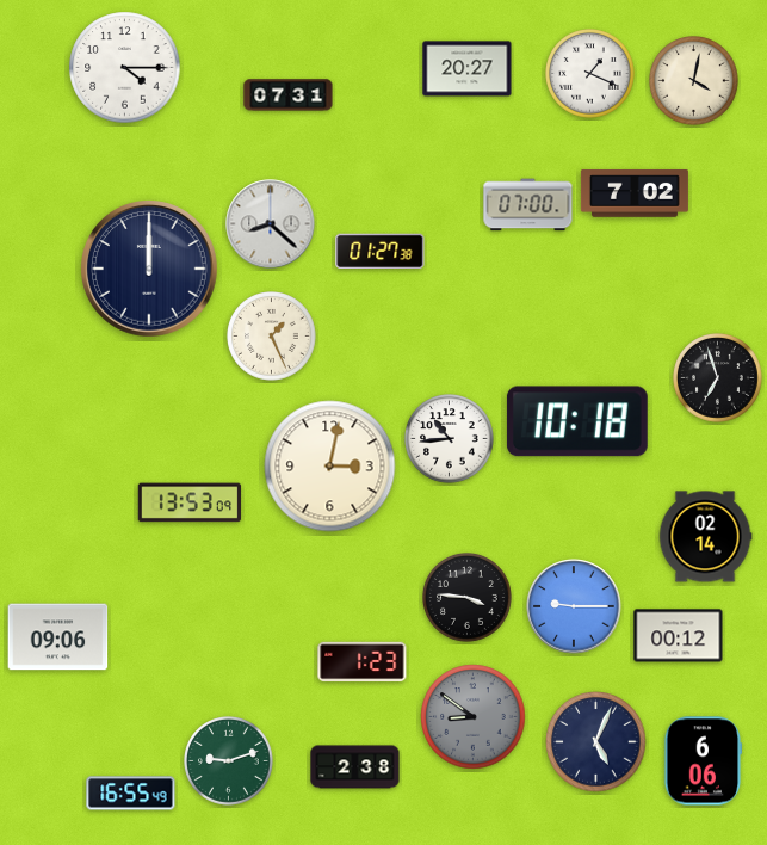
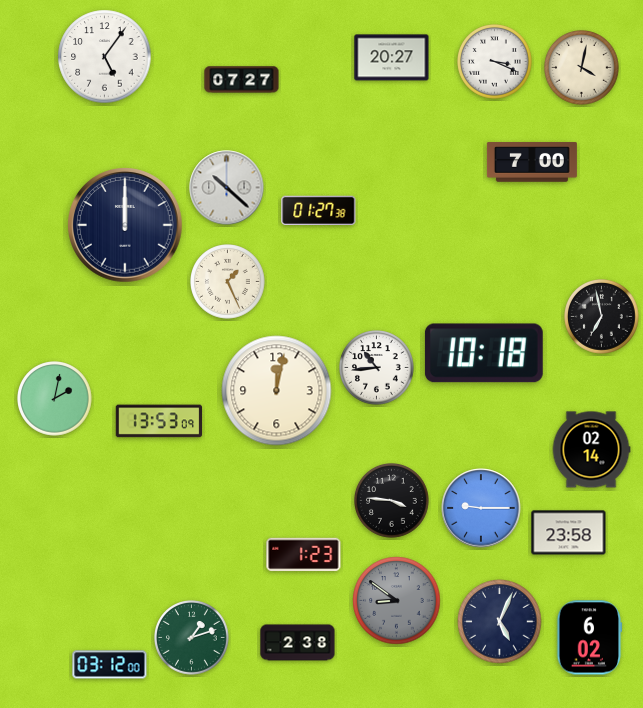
clock at (125, 68): 4:15 -> 5:06
clock at (590, 74): 1:19 -> 3:19
clock at (289, 95): 07:31 -> 07:27
clock at (635, 193): 7:02 -> 7:00
clock at (528, 205): 07:00 -> none
clock at (271, 224): 8:22 -> 10:22
clock at (718, 378): 6:57 -> 6:58
clock at (330, 467): 3:02 -> 12:02
clock at (55, 399): none -> 2:02
clock at (679, 636): 00:12 -> 23:58
clock at (58, 637): 09:06 -> none
clock at (229, 761): 9:12 -> 1:12
clock at (704, 761): 6:06 -> 6:02
clock at (131, 794): 16:55 -> 03:12
